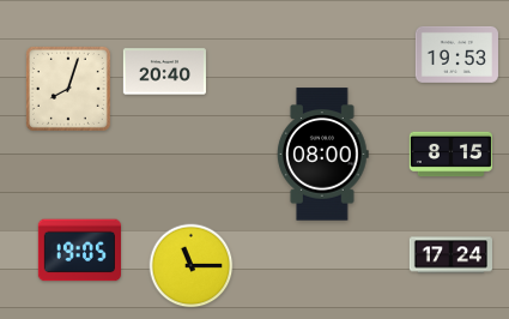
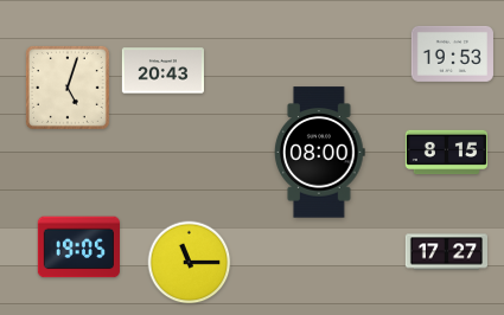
clock at (164, 72): 20:40 -> 20:43
clock at (68, 89): 8:03 -> 5:03
clock at (450, 255): 17:24 -> 17:27
